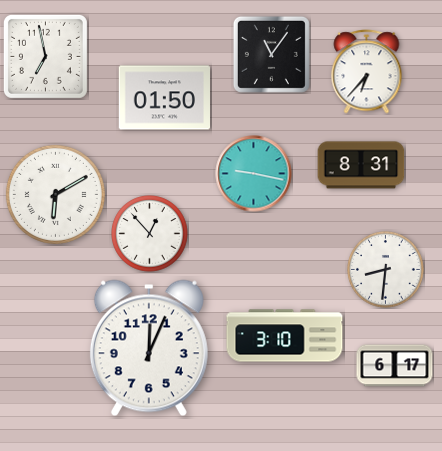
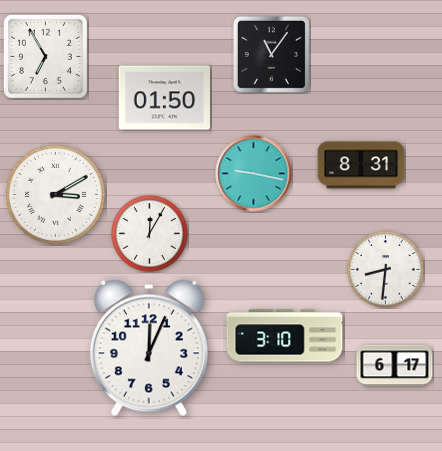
clock at (45, 56): 6:58 -> 6:55
clock at (367, 72): 6:37 -> none
clock at (55, 194): 6:10 -> 3:10
clock at (150, 234): 12:53 -> 12:05
